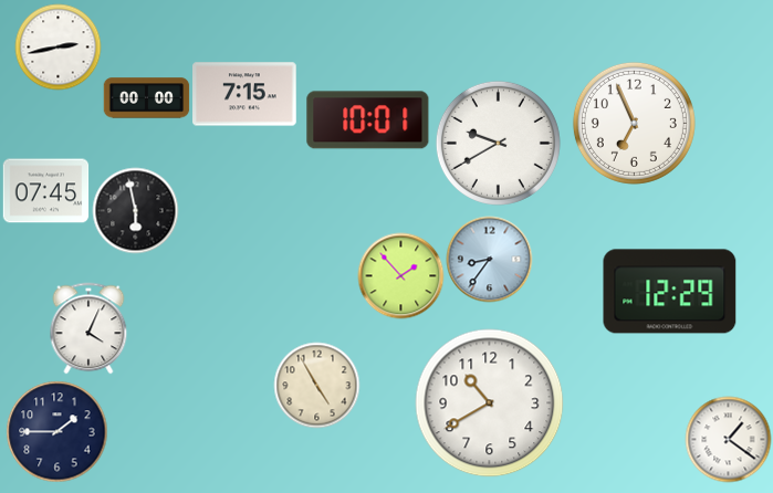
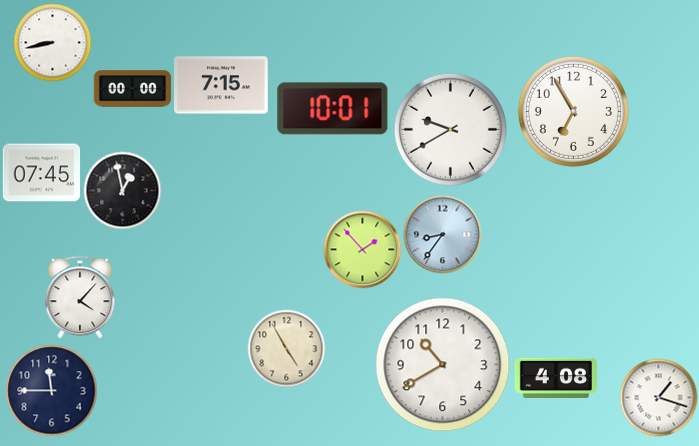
clock at (58, 46): 2:43 -> 8:43
clock at (634, 123): 6:56 -> 6:55
clock at (135, 210): 5:58 -> 12:58
clock at (670, 292): 12:29 -> none
clock at (88, 328): 4:04 -> 4:07
clock at (556, 377): none -> 4:08
clock at (56, 431): 1:45 -> 11:45
clock at (728, 439): 1:21 -> 1:18
